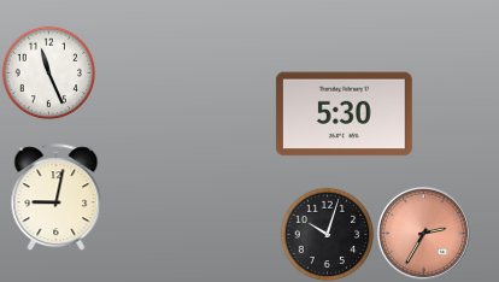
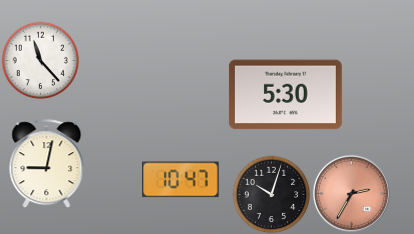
clock at (48, 72): 11:26 -> 11:23
clock at (181, 180): none -> 10:47
